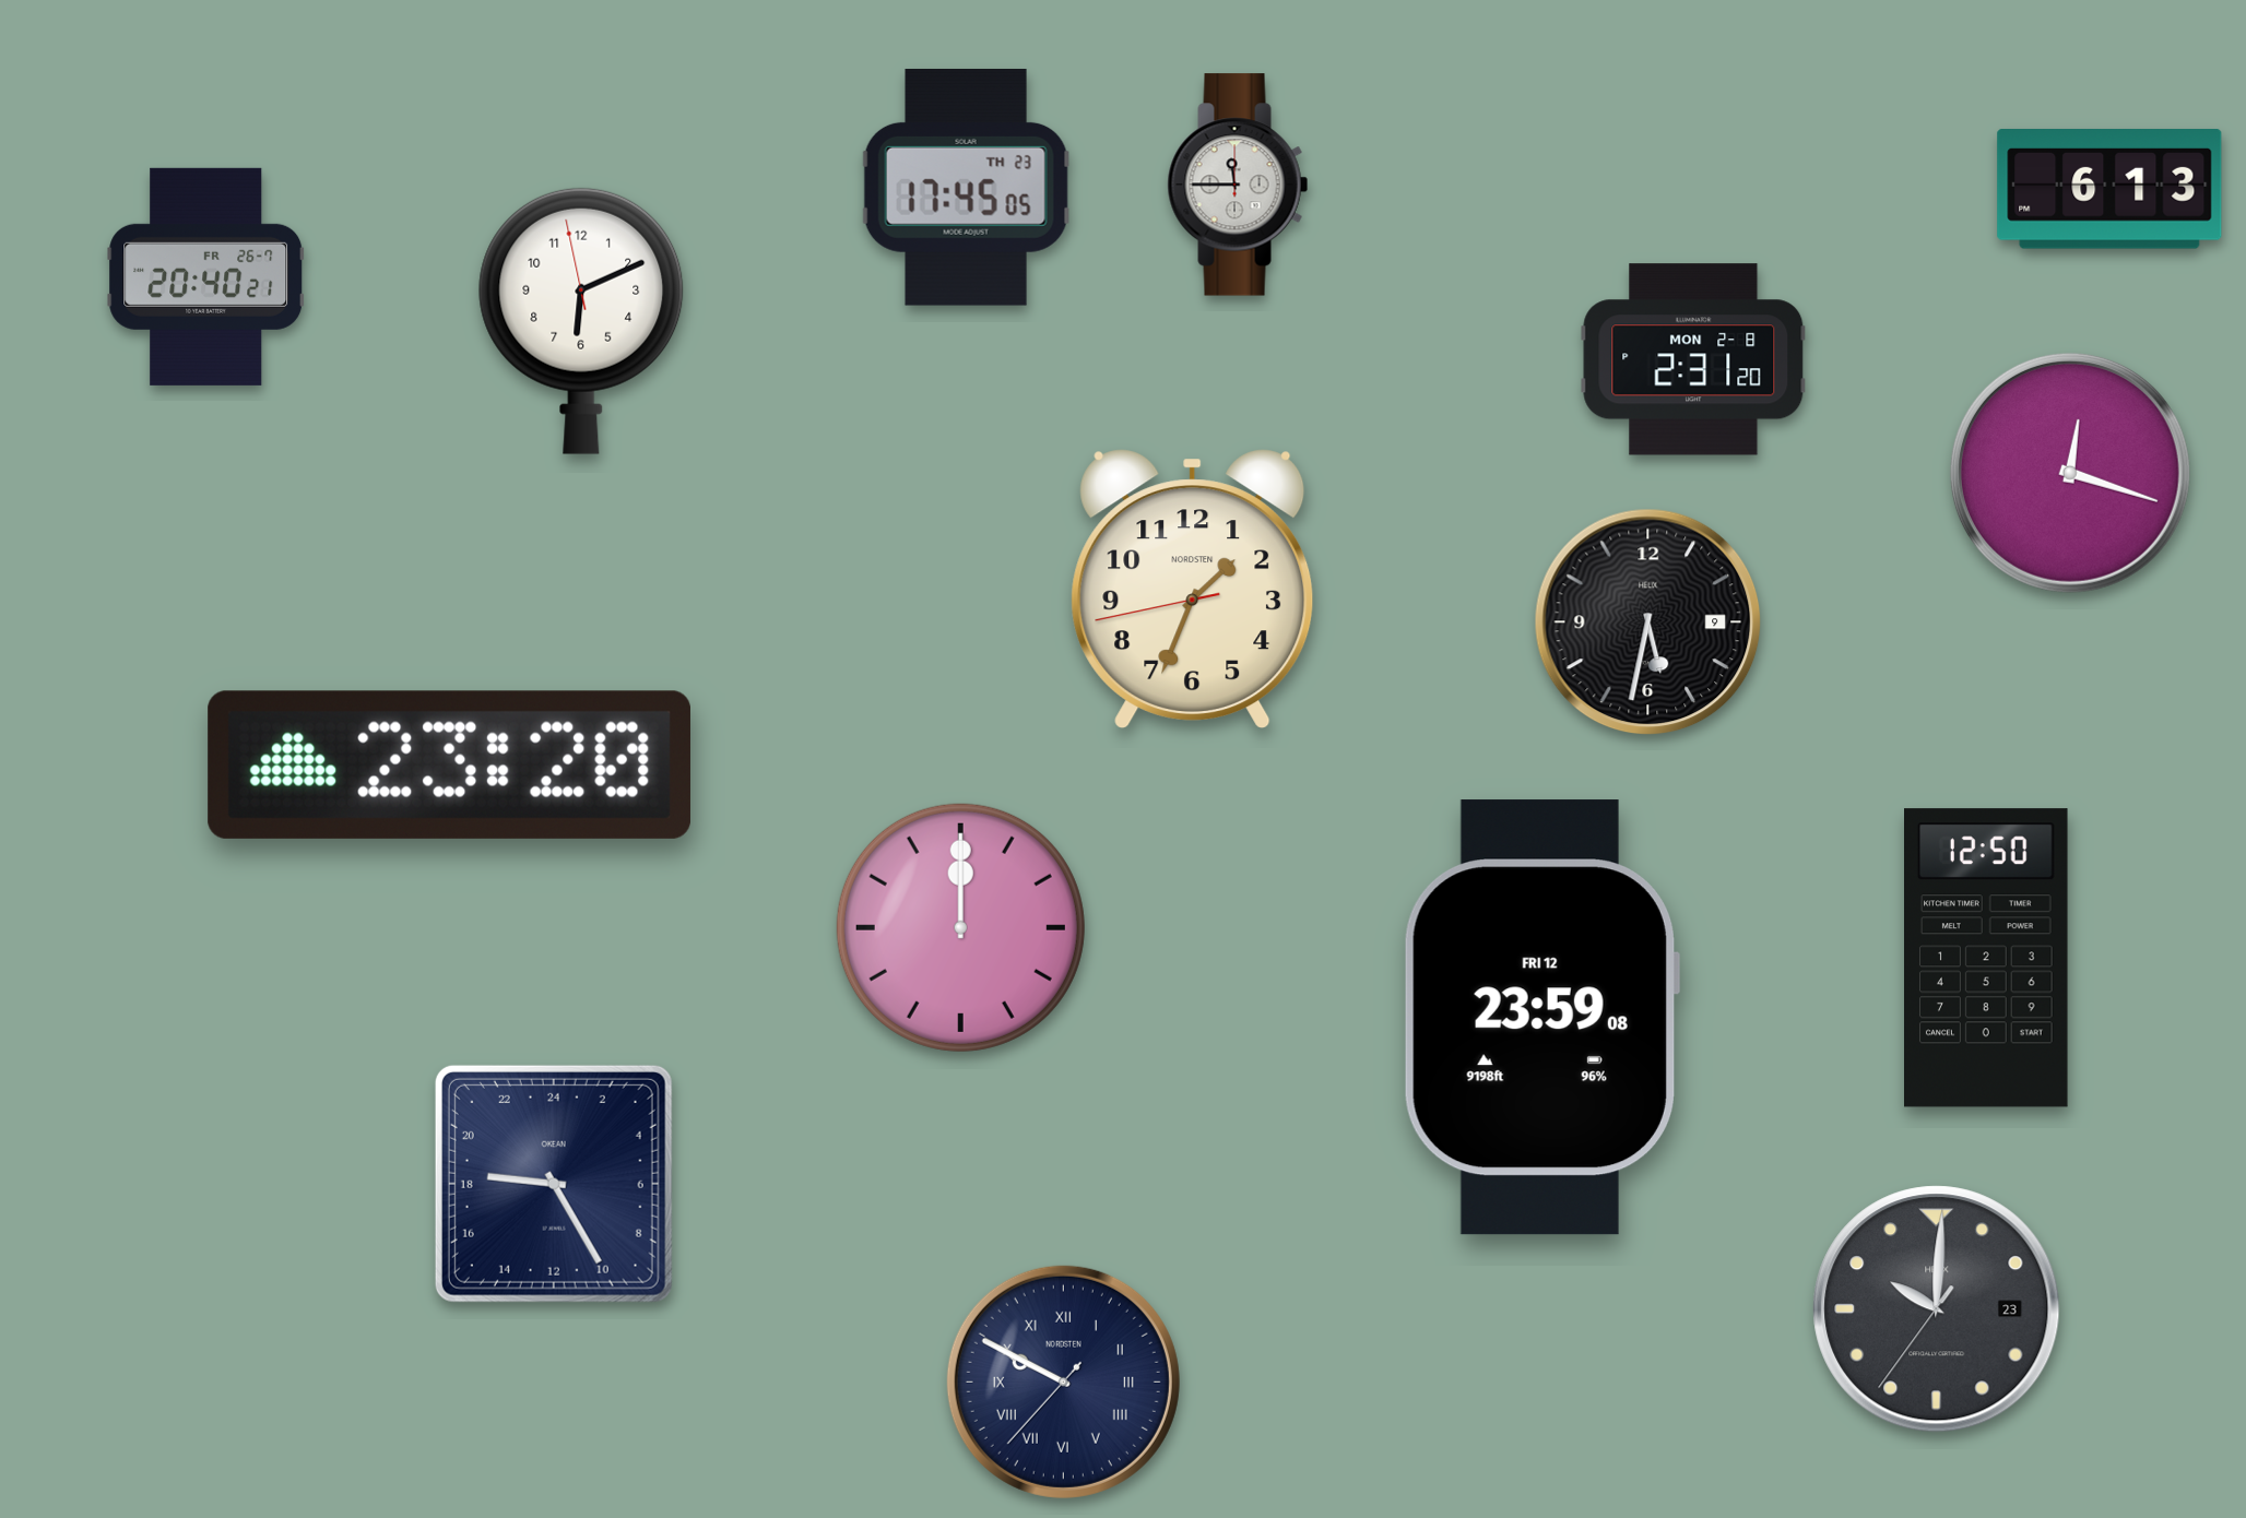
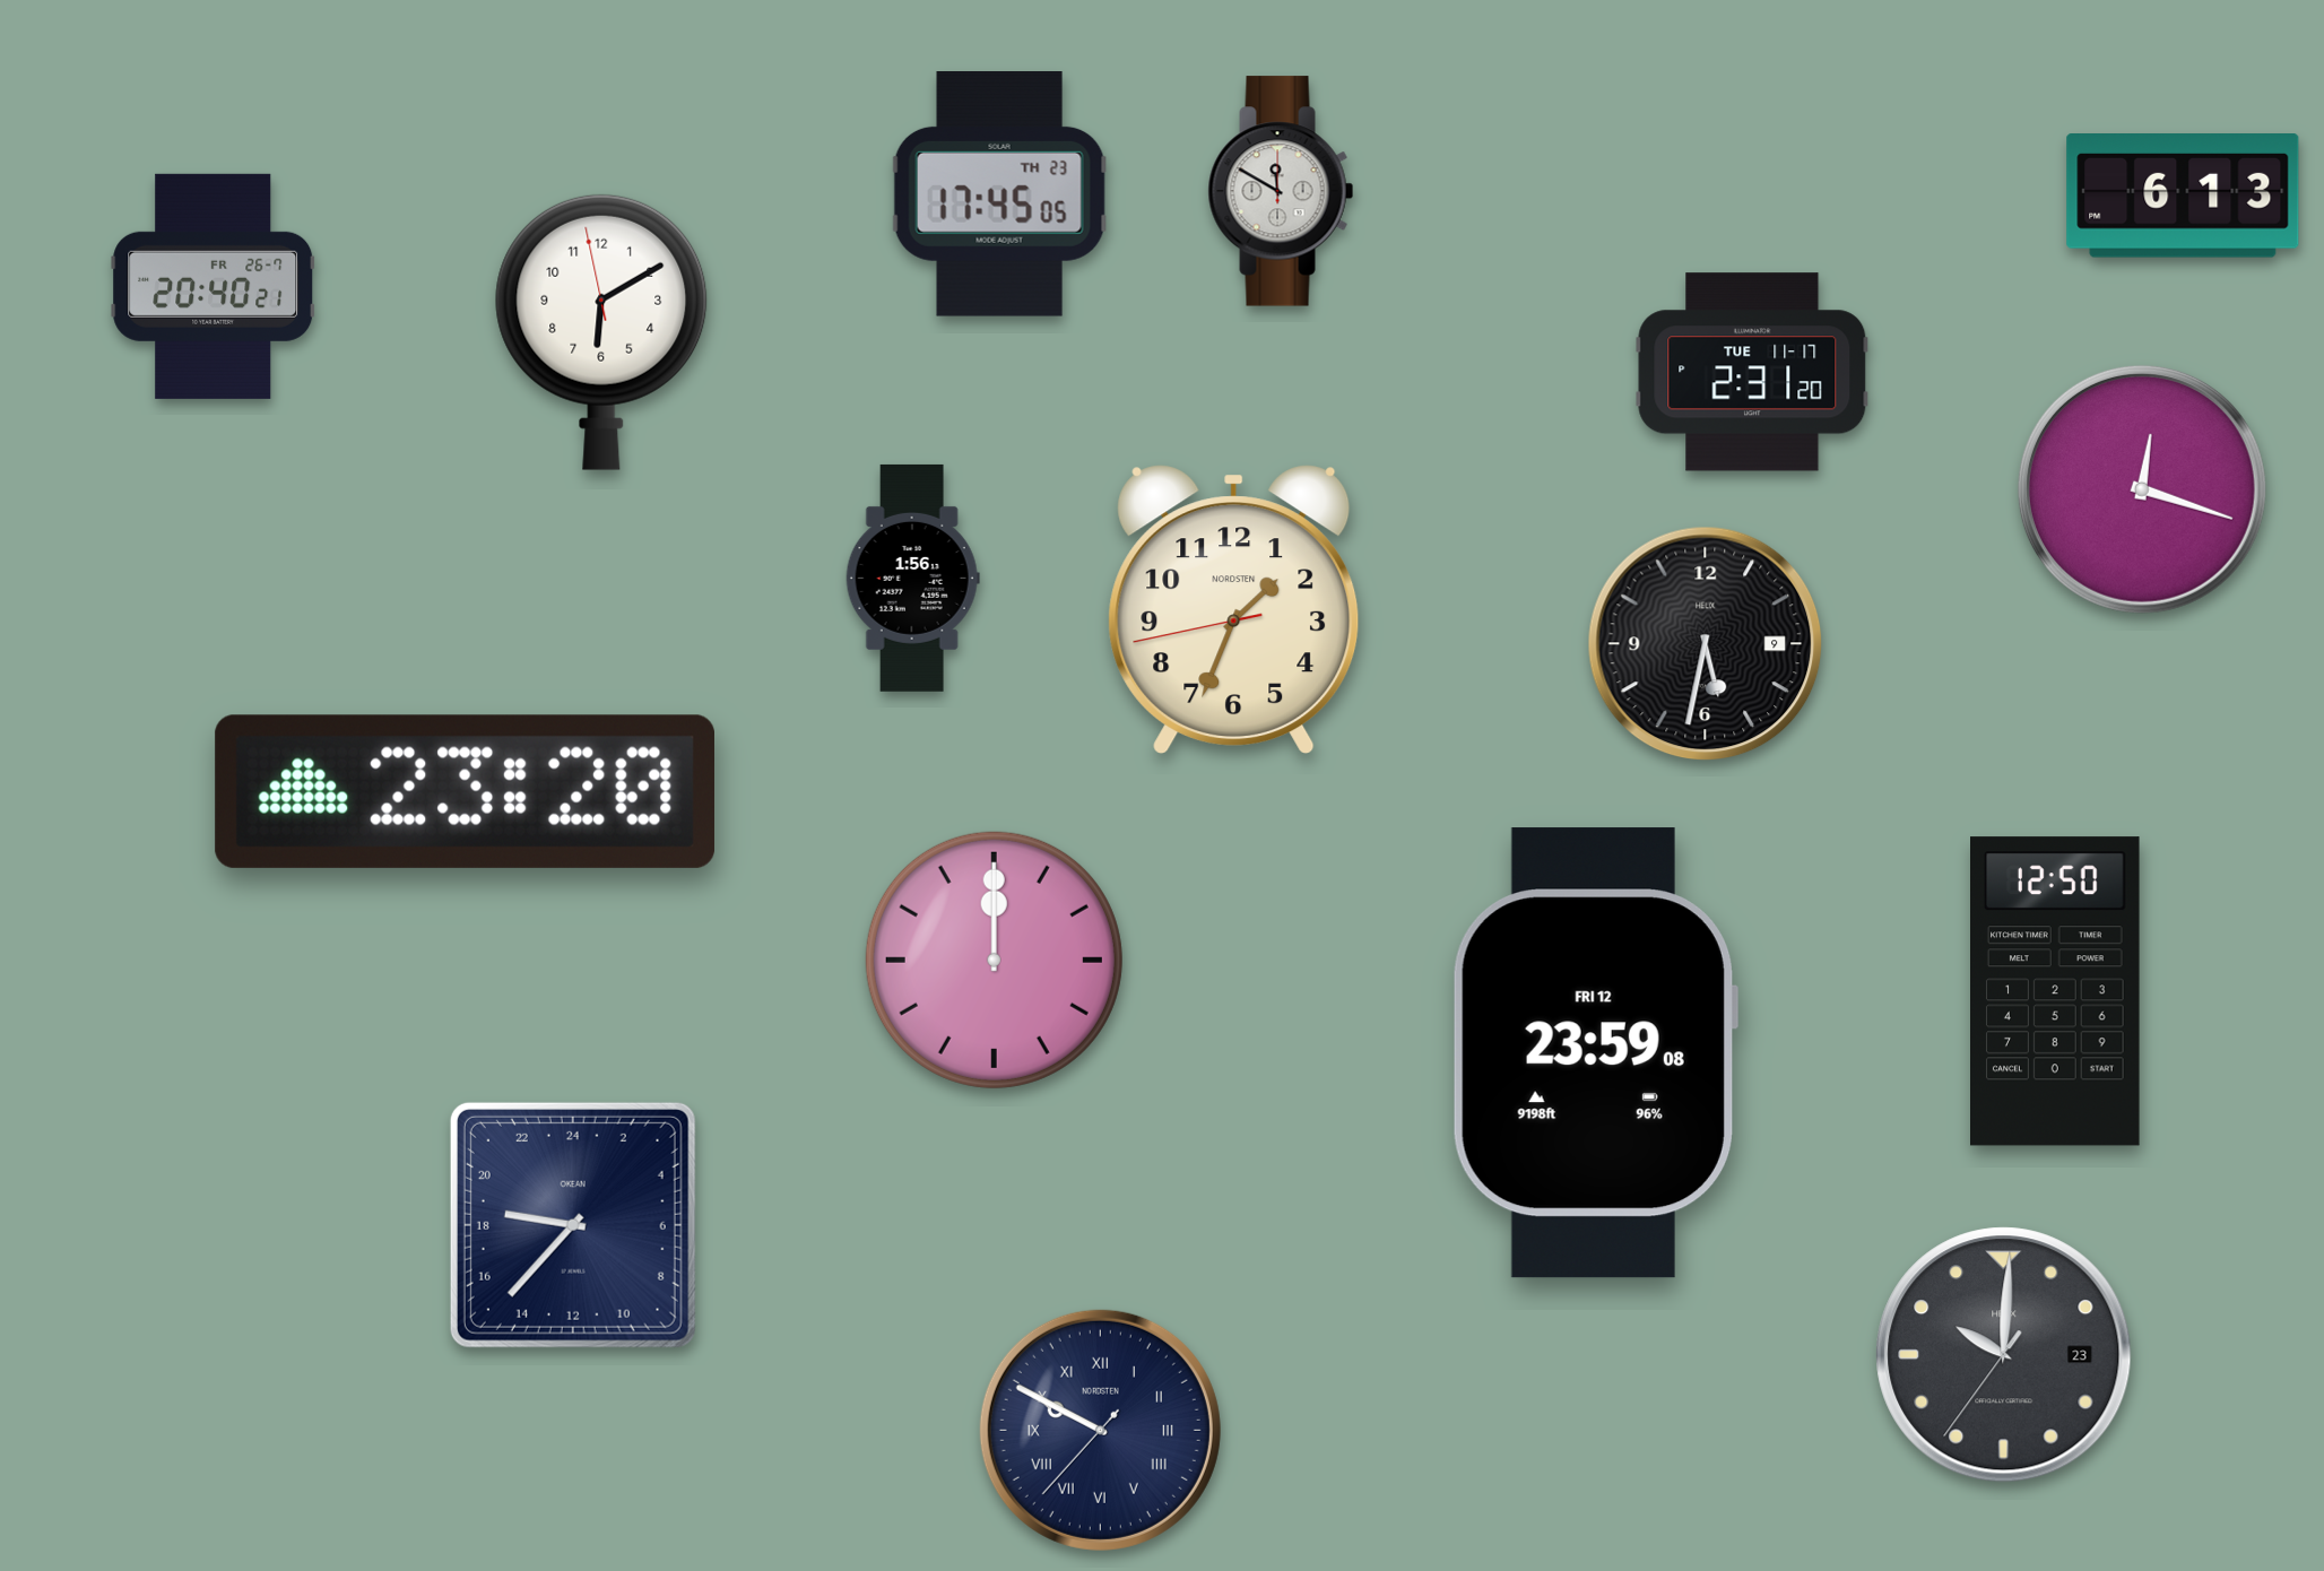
clock at (1238, 185): 11:45 -> 11:50
clock at (581, 321): 6:10 -> 6:09
clock at (1693, 359) date: MON 2-8 -> TUE 11-17
clock at (912, 578): none -> 1:56
clock at (554, 1184): 18:25 -> 18:37
